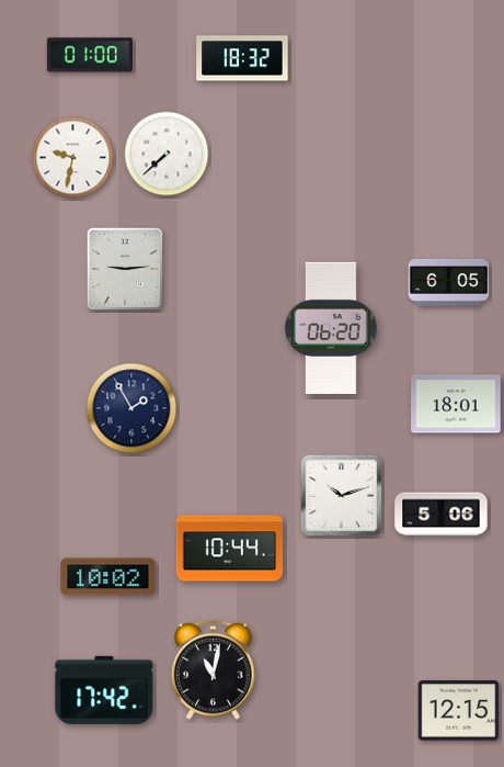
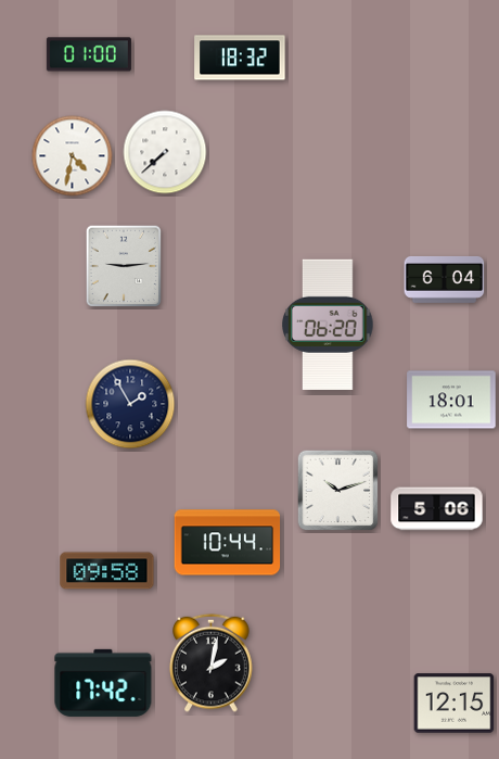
clock at (73, 158): 9:32 -> 4:32
clock at (449, 282): 6:05 -> 6:04
clock at (108, 577): 10:02 -> 09:58
clock at (214, 669): 11:02 -> 2:02
